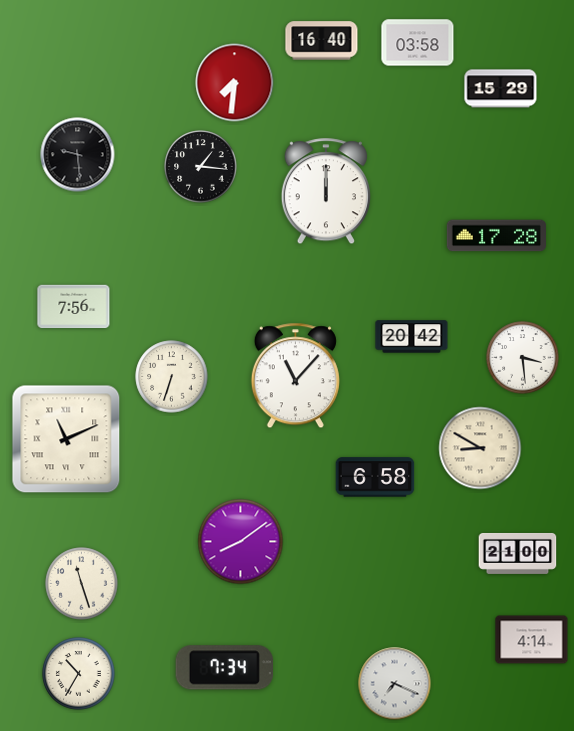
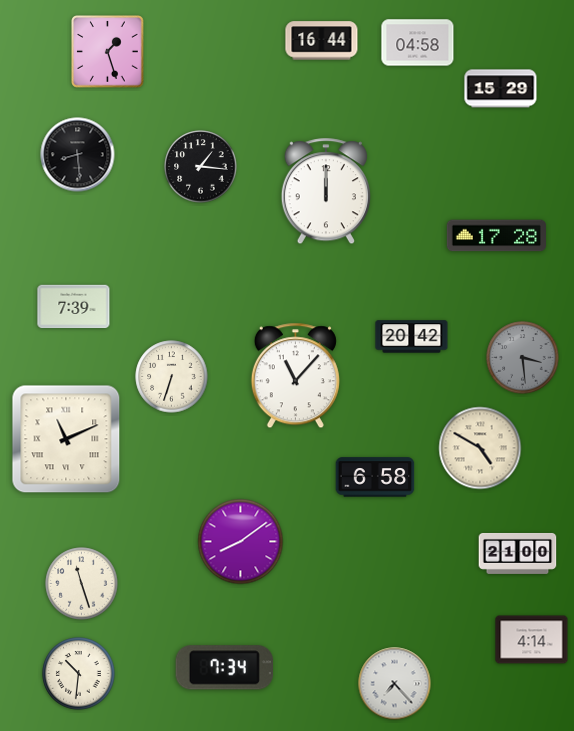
clock at (322, 41): 16:40 -> 16:44
clock at (418, 43): 03:58 -> 04:58
clock at (108, 52): none -> 1:27
clock at (235, 83): 7:31 -> none
clock at (78, 155): 9:29 -> 8:29
clock at (74, 307): 7:56 -> 7:39
clock at (523, 358) dial: white -> grey
clock at (480, 448): 8:50 -> 4:50
clock at (79, 674): 10:35 -> 10:31
clock at (395, 684): 7:19 -> 7:23
